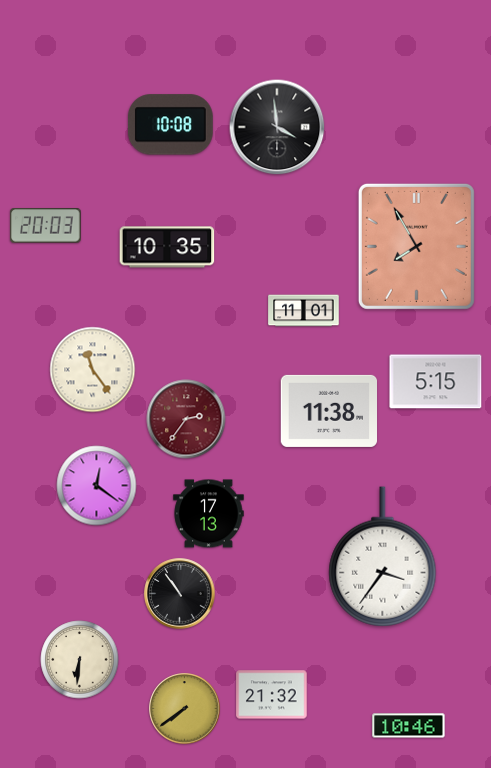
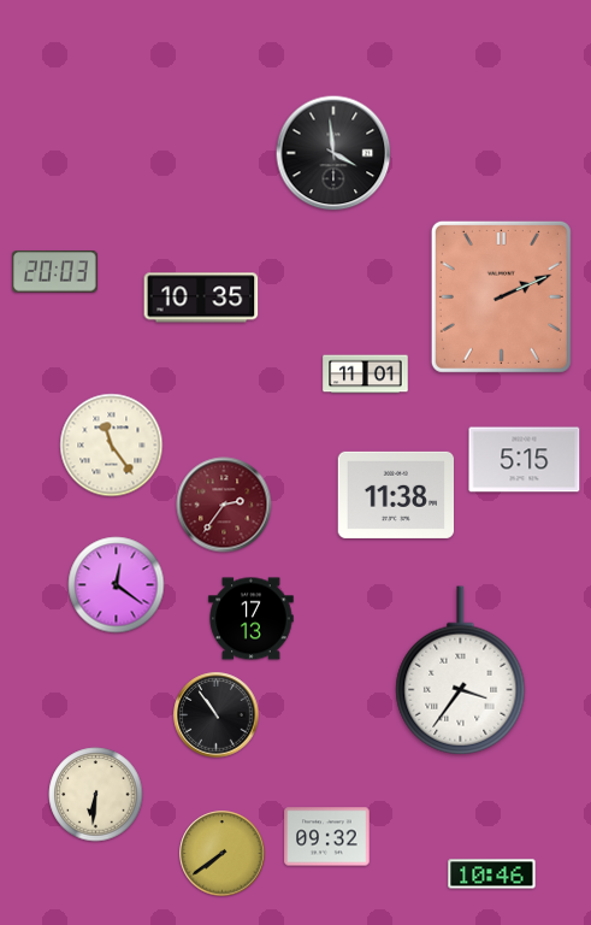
clock at (170, 125): 10:08 -> none
clock at (416, 246): 7:55 -> 2:11
clock at (272, 695): 21:32 -> 09:32
